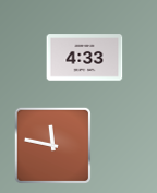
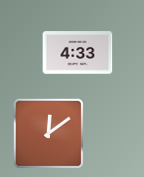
clock at (52, 145): 11:47 -> 12:09
